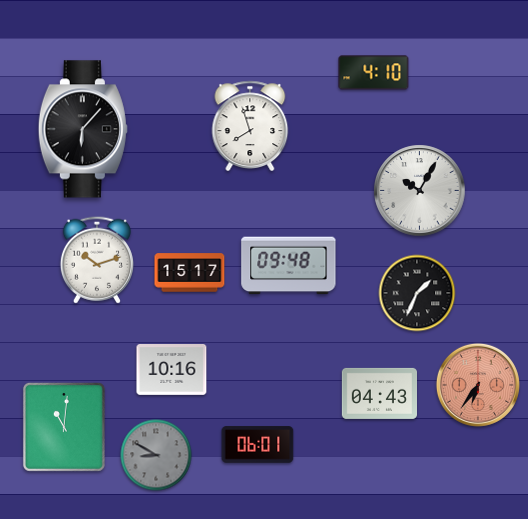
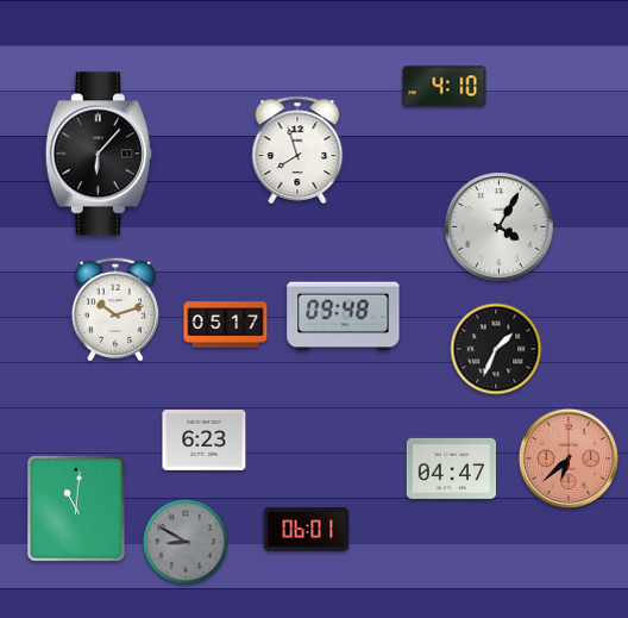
clock at (420, 191): 10:05 -> 4:05
clock at (190, 273): 15:17 -> 05:17
clock at (172, 370): 10:16 -> 6:23
clock at (478, 385): 6:36 -> 6:38
clock at (379, 393): 04:43 -> 04:47
